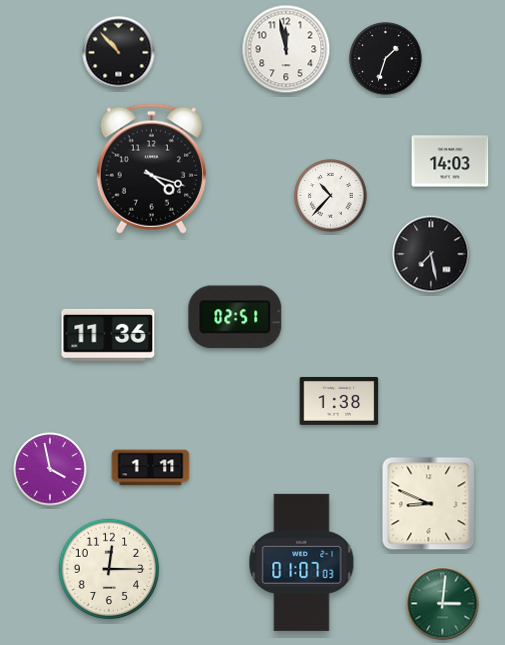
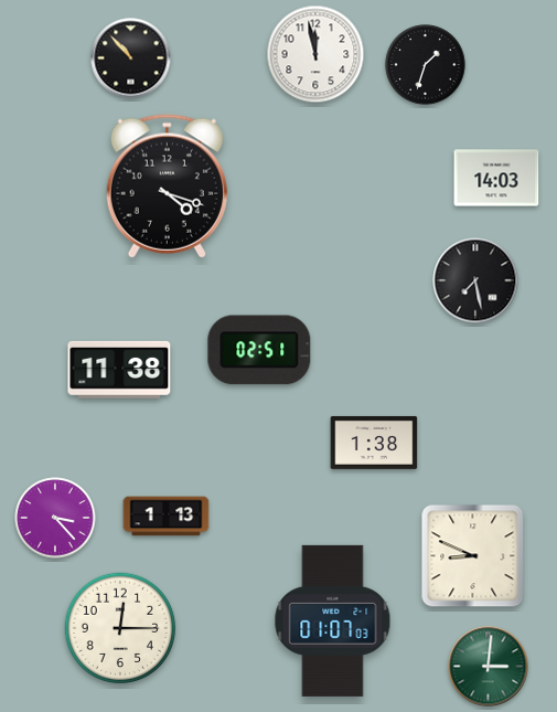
clock at (331, 196): 10:37 -> none
clock at (108, 335): 11:36 -> 11:38
clock at (151, 468): 1:11 -> 1:13
clock at (50, 469): 3:58 -> 3:23
